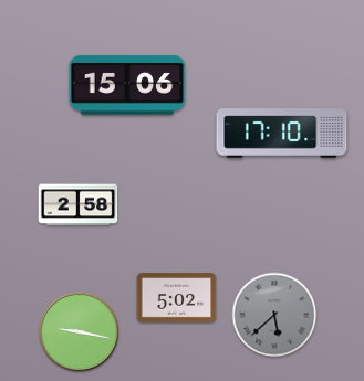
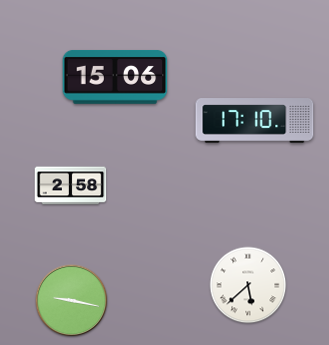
clock at (177, 298): 5:02 -> none
clock at (274, 315) dial: grey -> white
